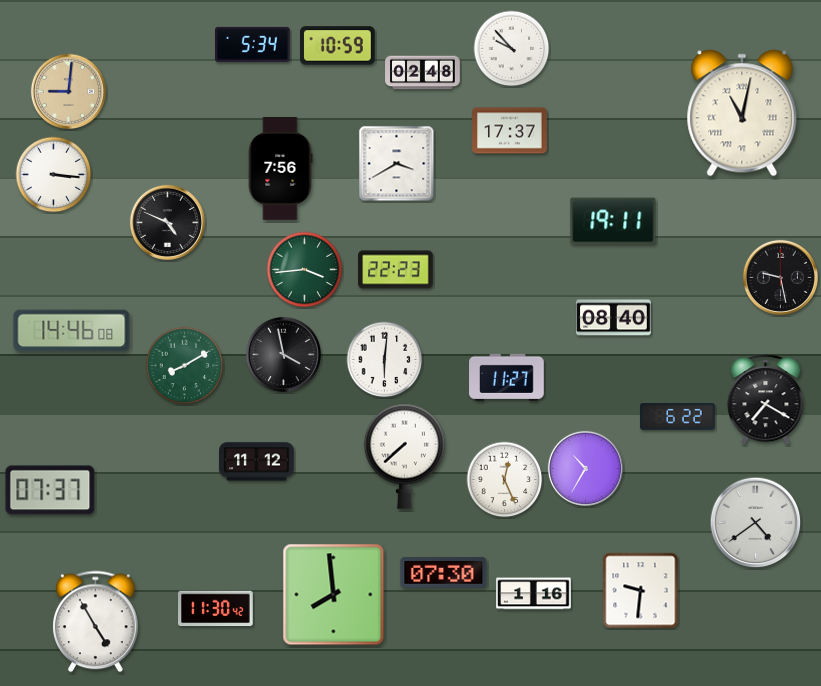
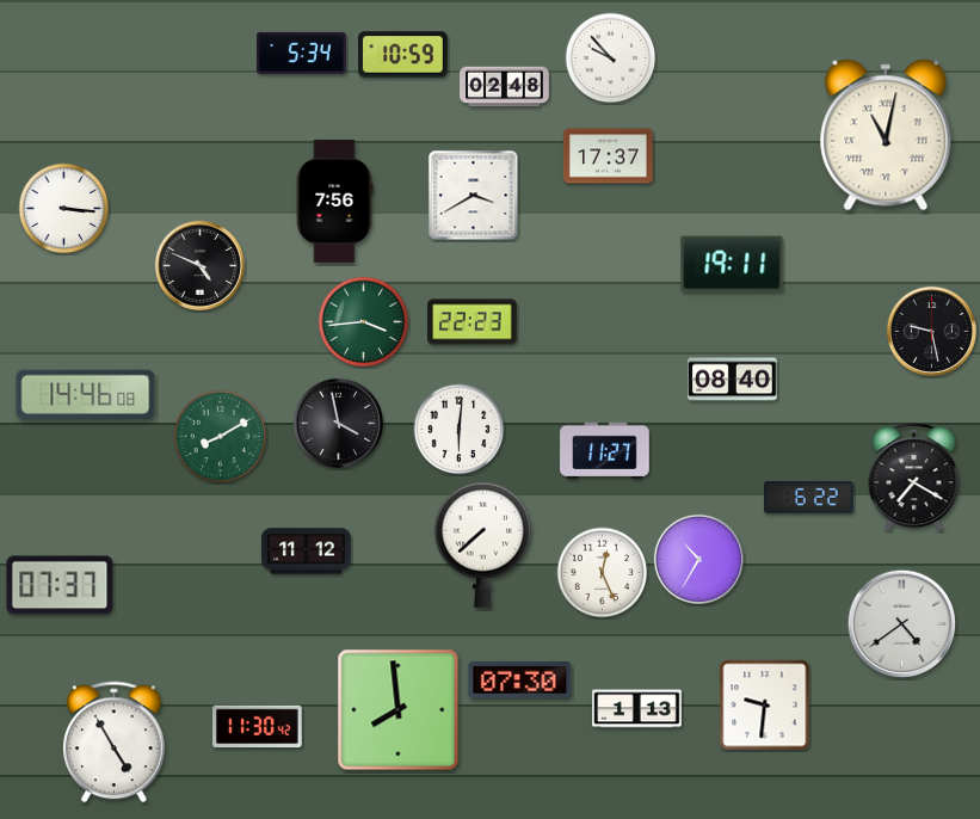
clock at (68, 91): 9:01 -> none
clock at (444, 573) position: (444, 573) -> (520, 681)
clock at (534, 594): 1:16 -> 1:13
